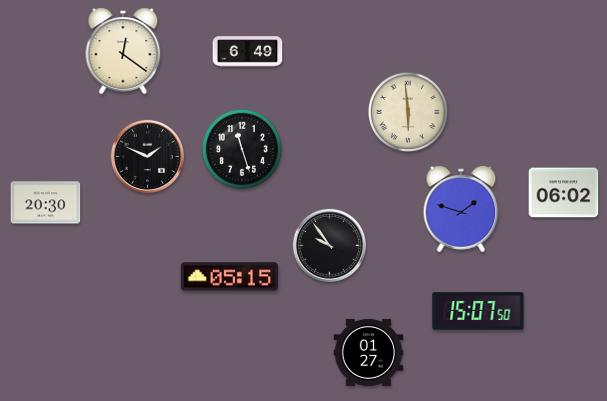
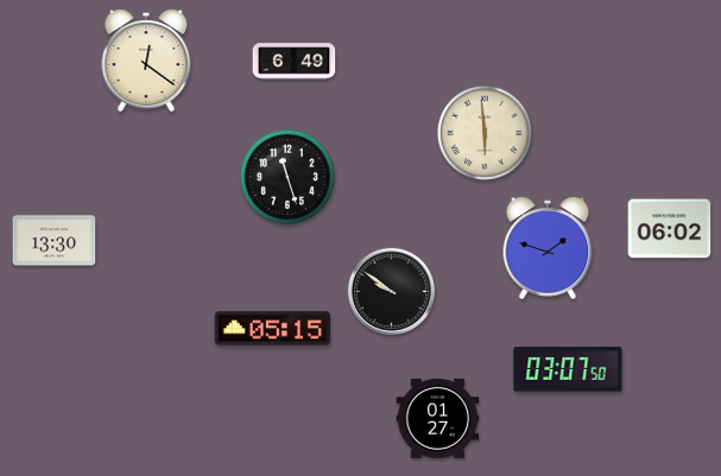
clock at (147, 156): 1:49 -> none
clock at (46, 203): 20:30 -> 13:30
clock at (329, 245): 9:54 -> 9:51
clock at (478, 311): 15:07 -> 03:07
